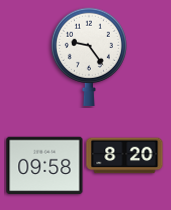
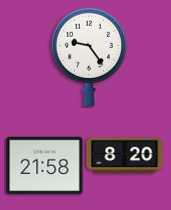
clock at (45, 166): 09:58 -> 21:58
